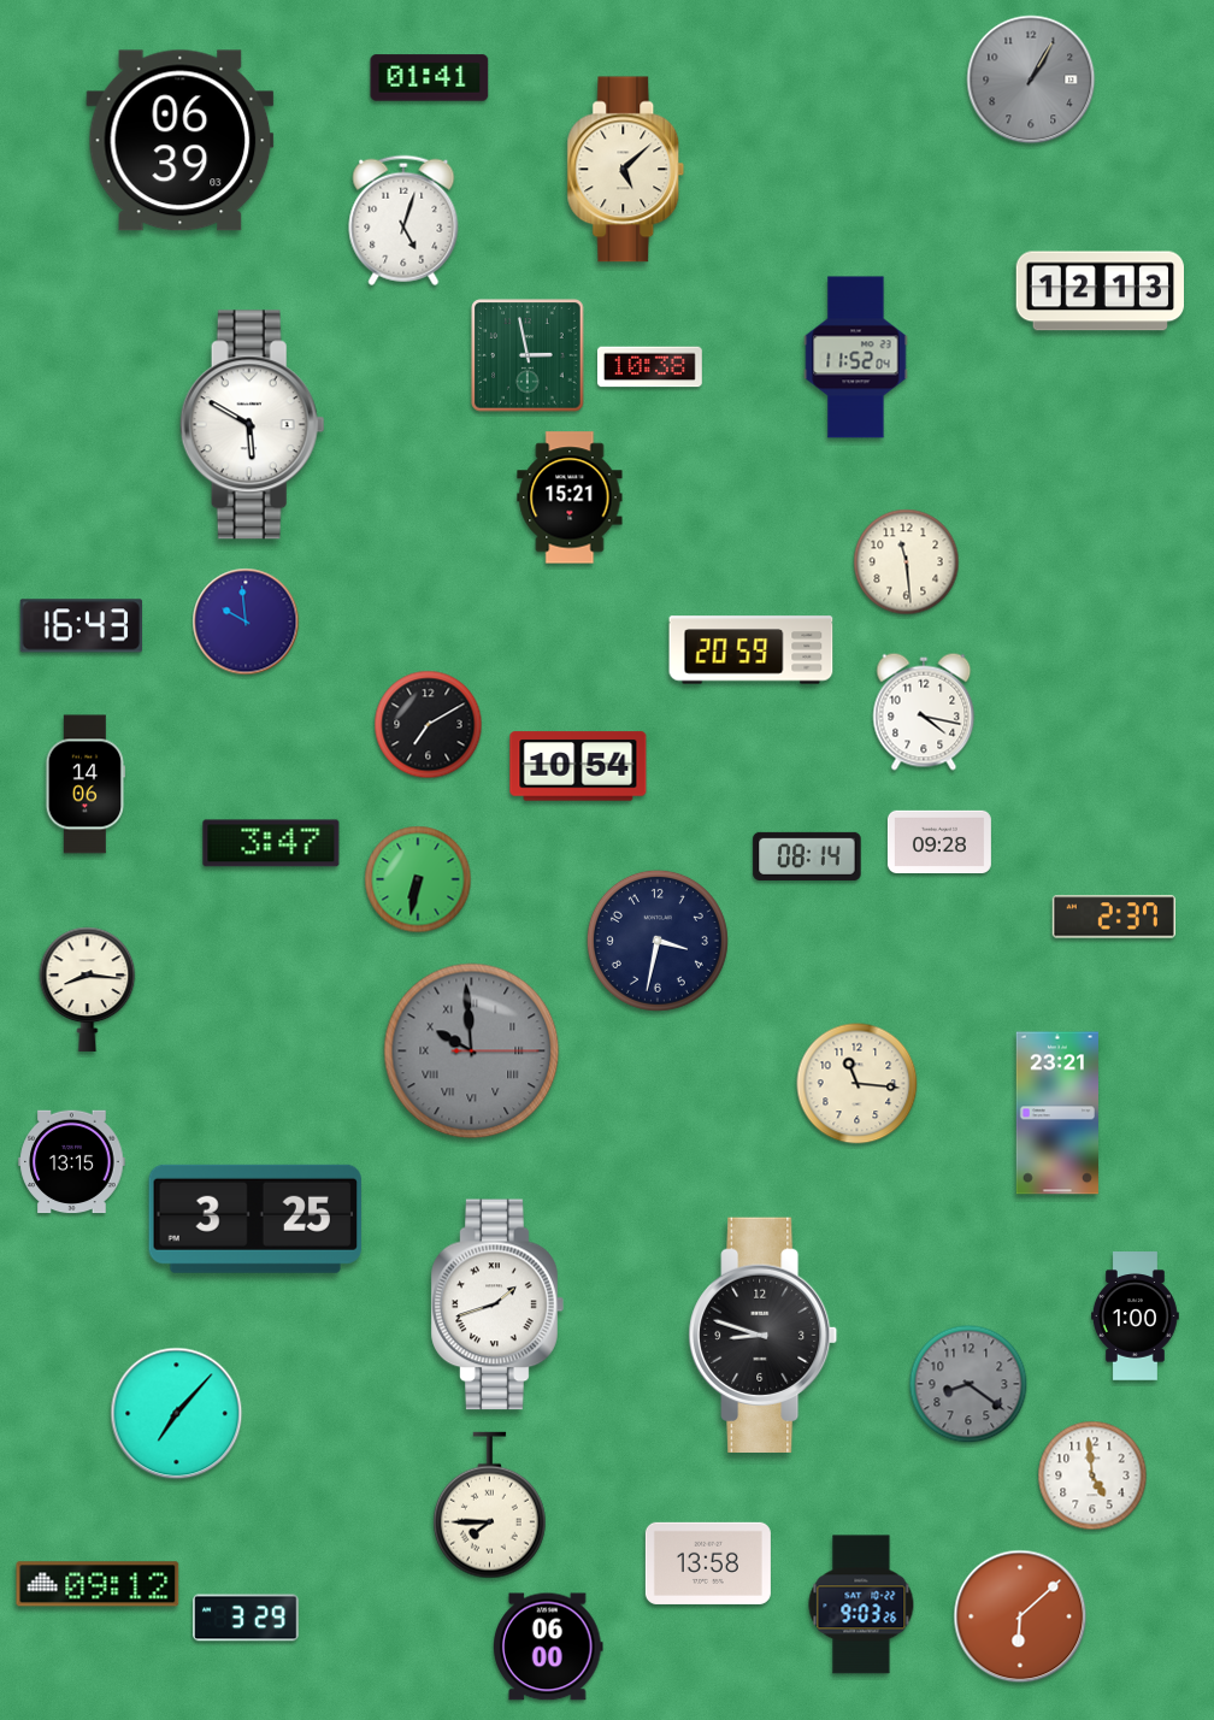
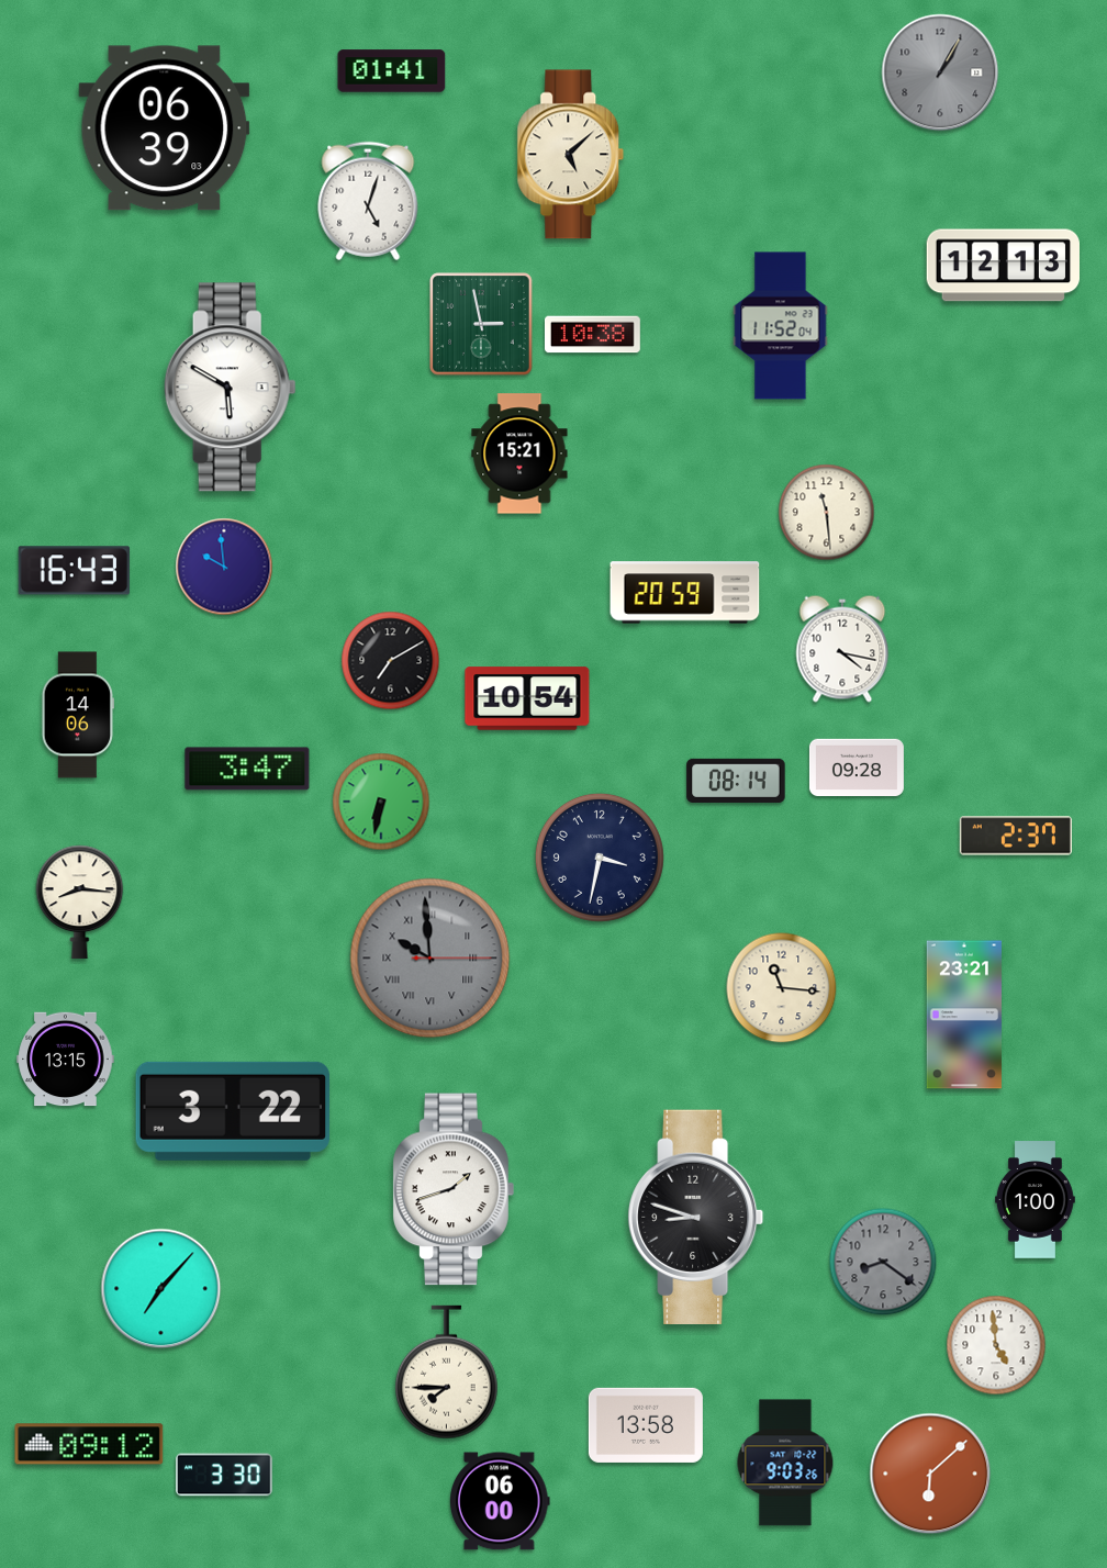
clock at (255, 1219): 3:25 -> 3:22
clock at (247, 1618): 3:29 -> 3:30
